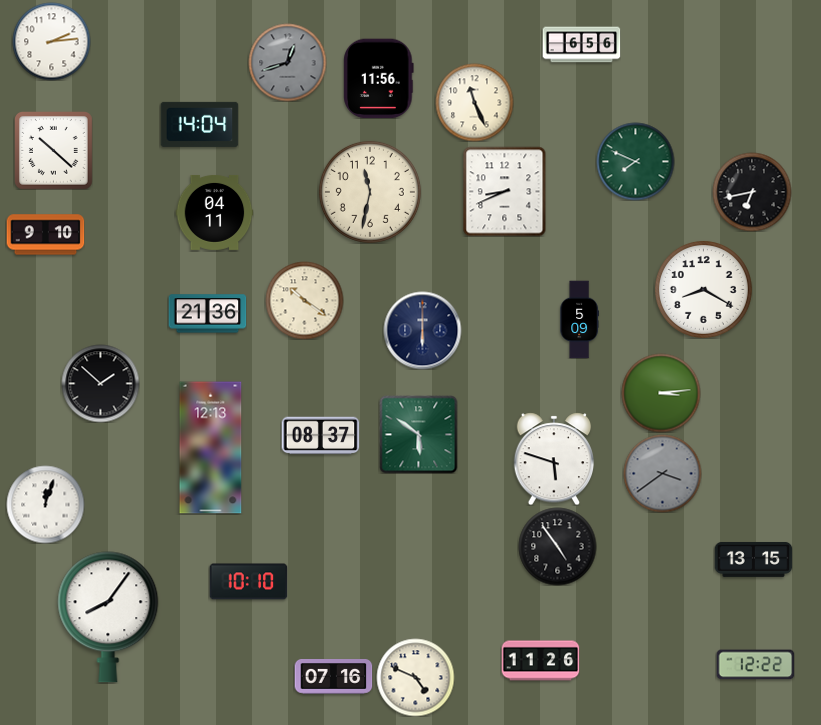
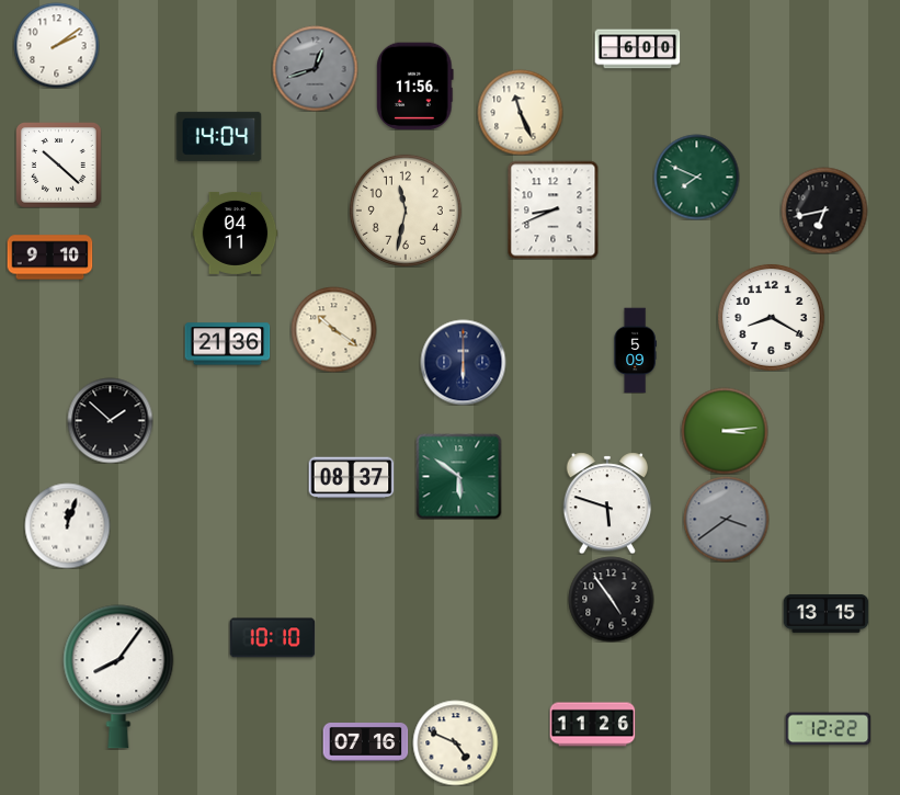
clock at (51, 41): 2:14 -> 2:09
clock at (581, 45): 6:56 -> 6:00
clock at (211, 448): 12:13 -> none
clock at (45, 504) position: (45, 504) -> (67, 525)
